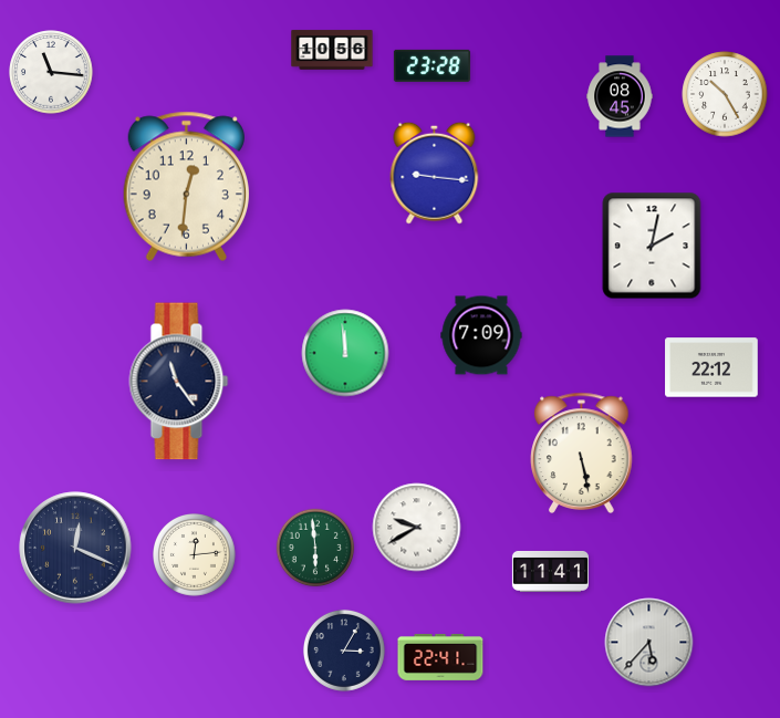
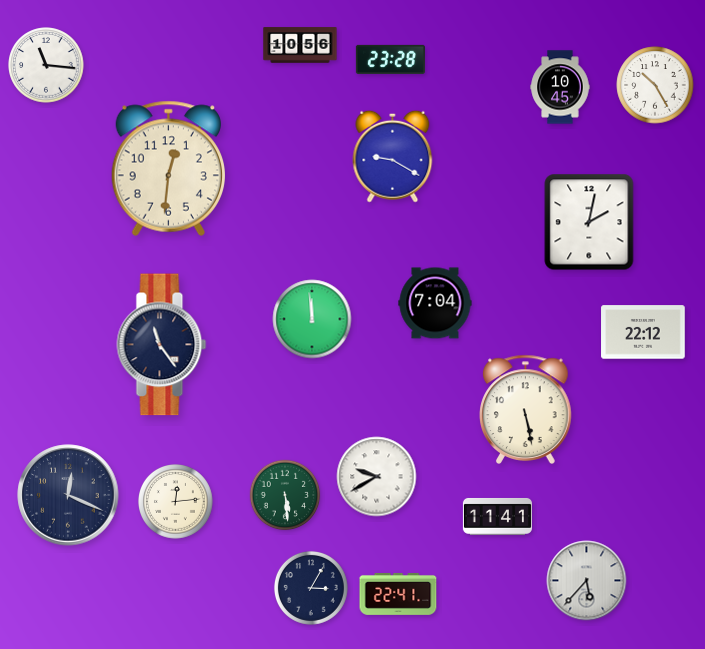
clock at (620, 96): 08:45 -> 10:45
clock at (435, 173): 9:16 -> 9:20
clock at (481, 335): 7:09 -> 7:04
clock at (315, 548): 5:59 -> 5:29
